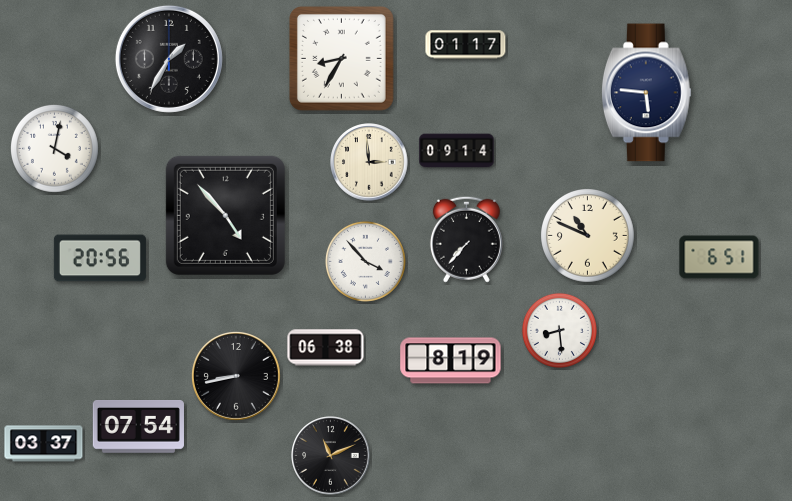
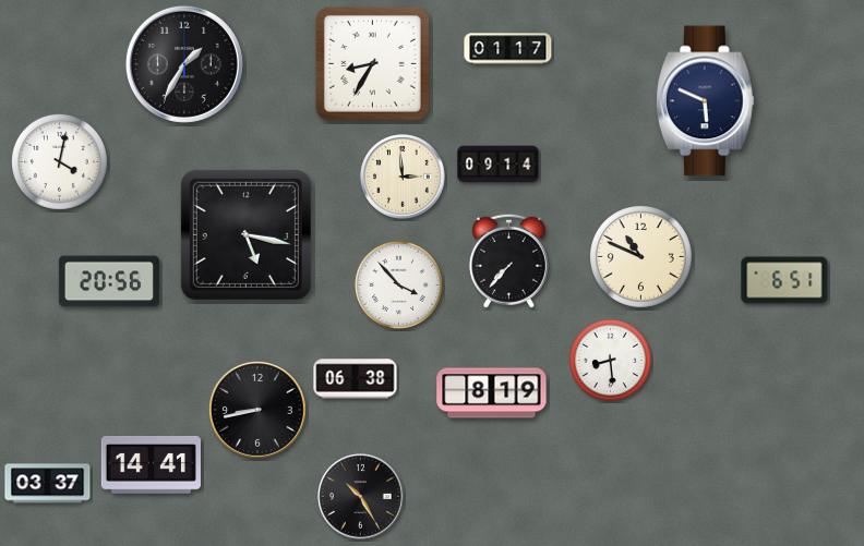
clock at (646, 93): 5:46 -> 5:49
clock at (225, 215): 4:53 -> 5:17
clock at (138, 427): 07:54 -> 14:41
clock at (331, 456): 11:11 -> 10:25
